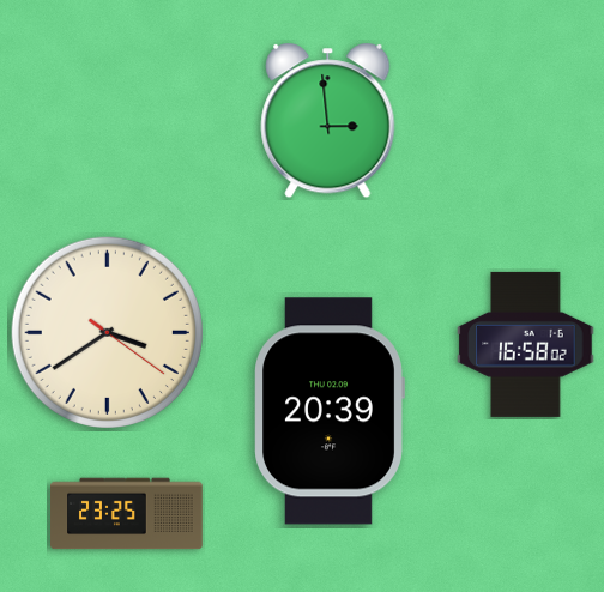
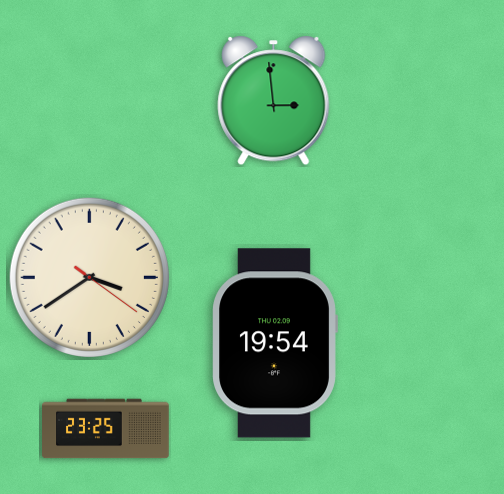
clock at (526, 344): 16:58 -> none
clock at (330, 411): 20:39 -> 19:54
